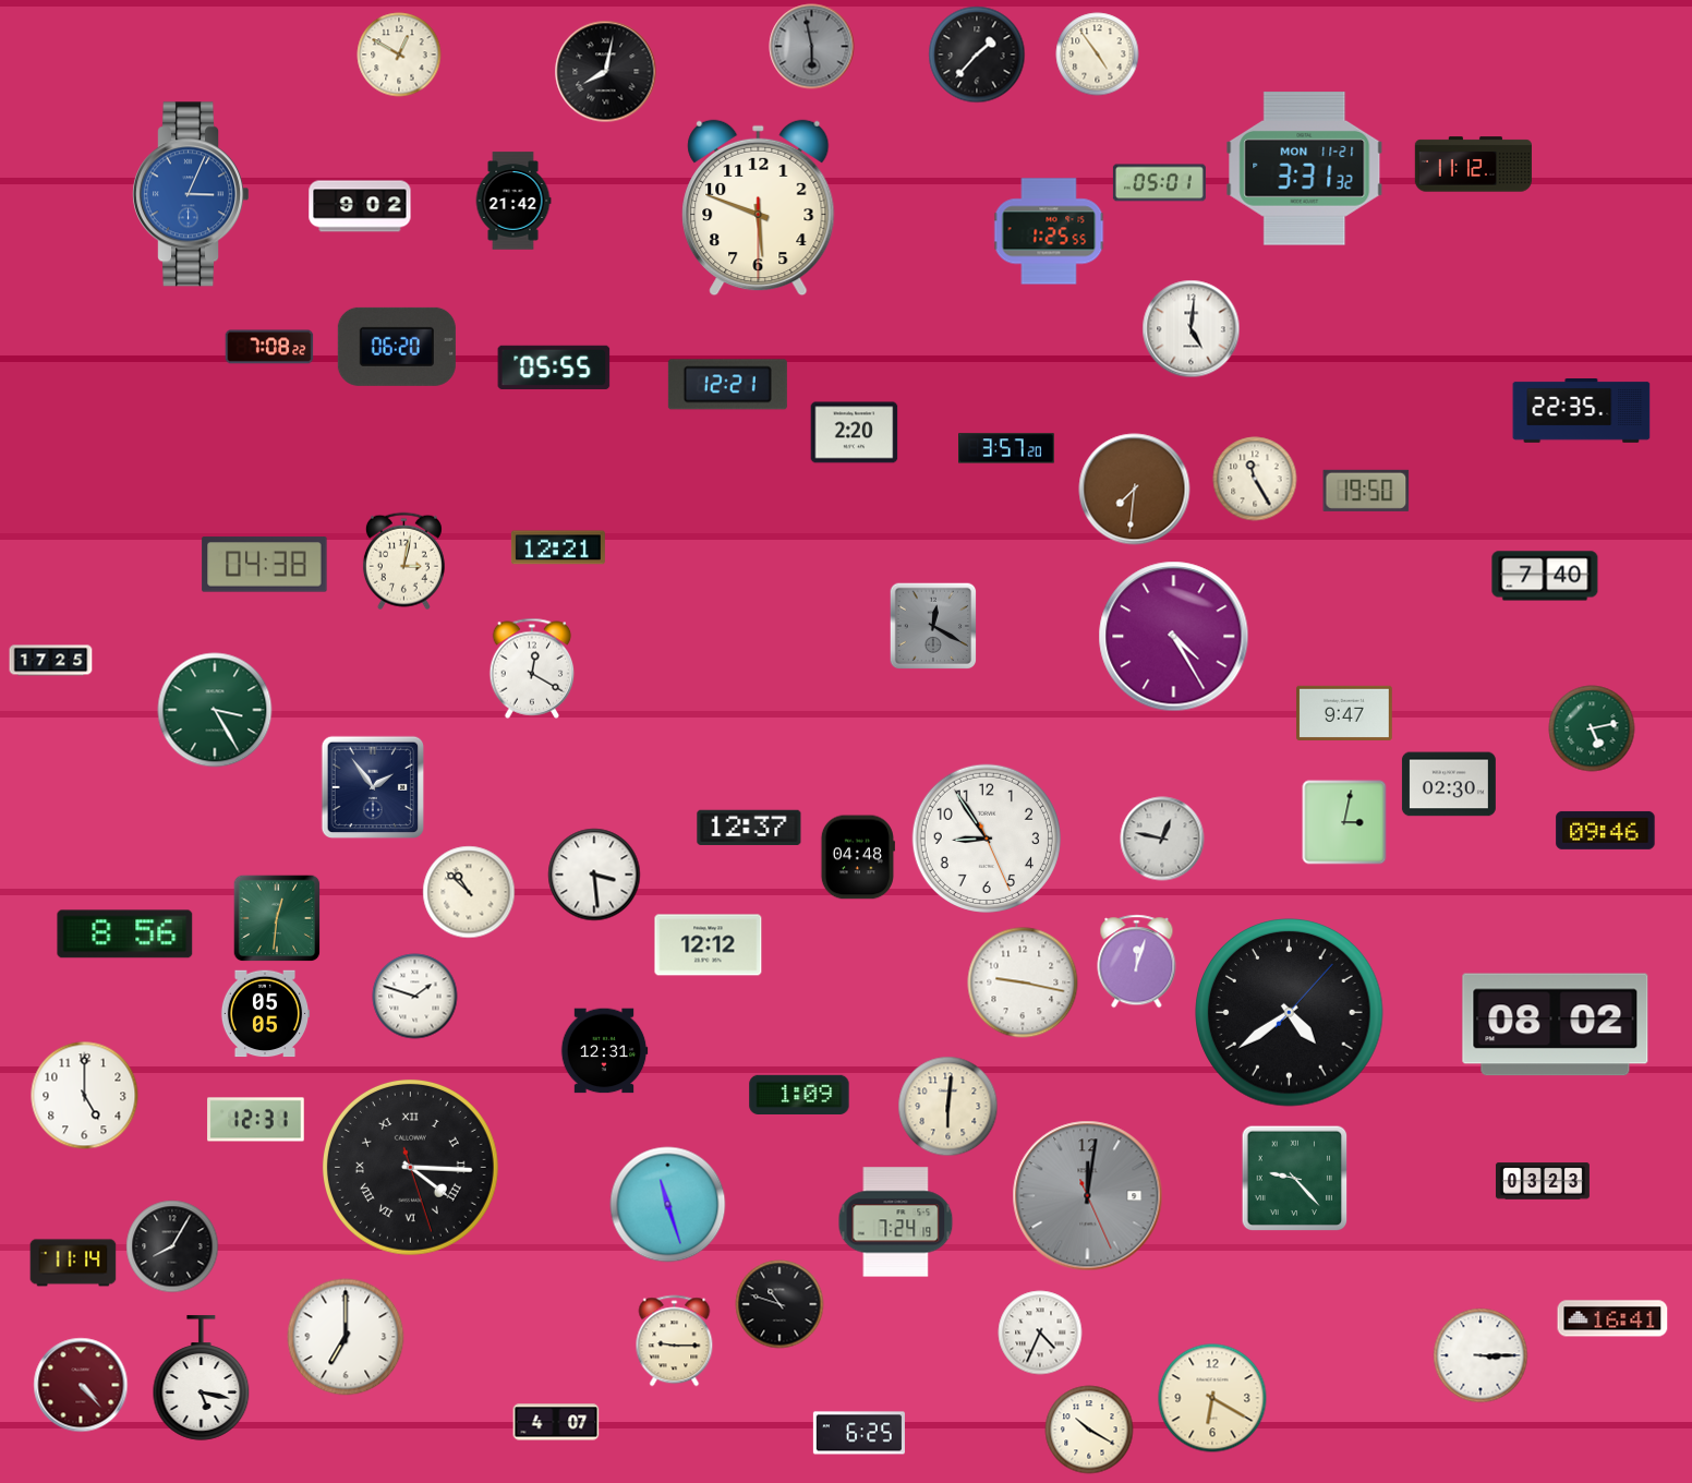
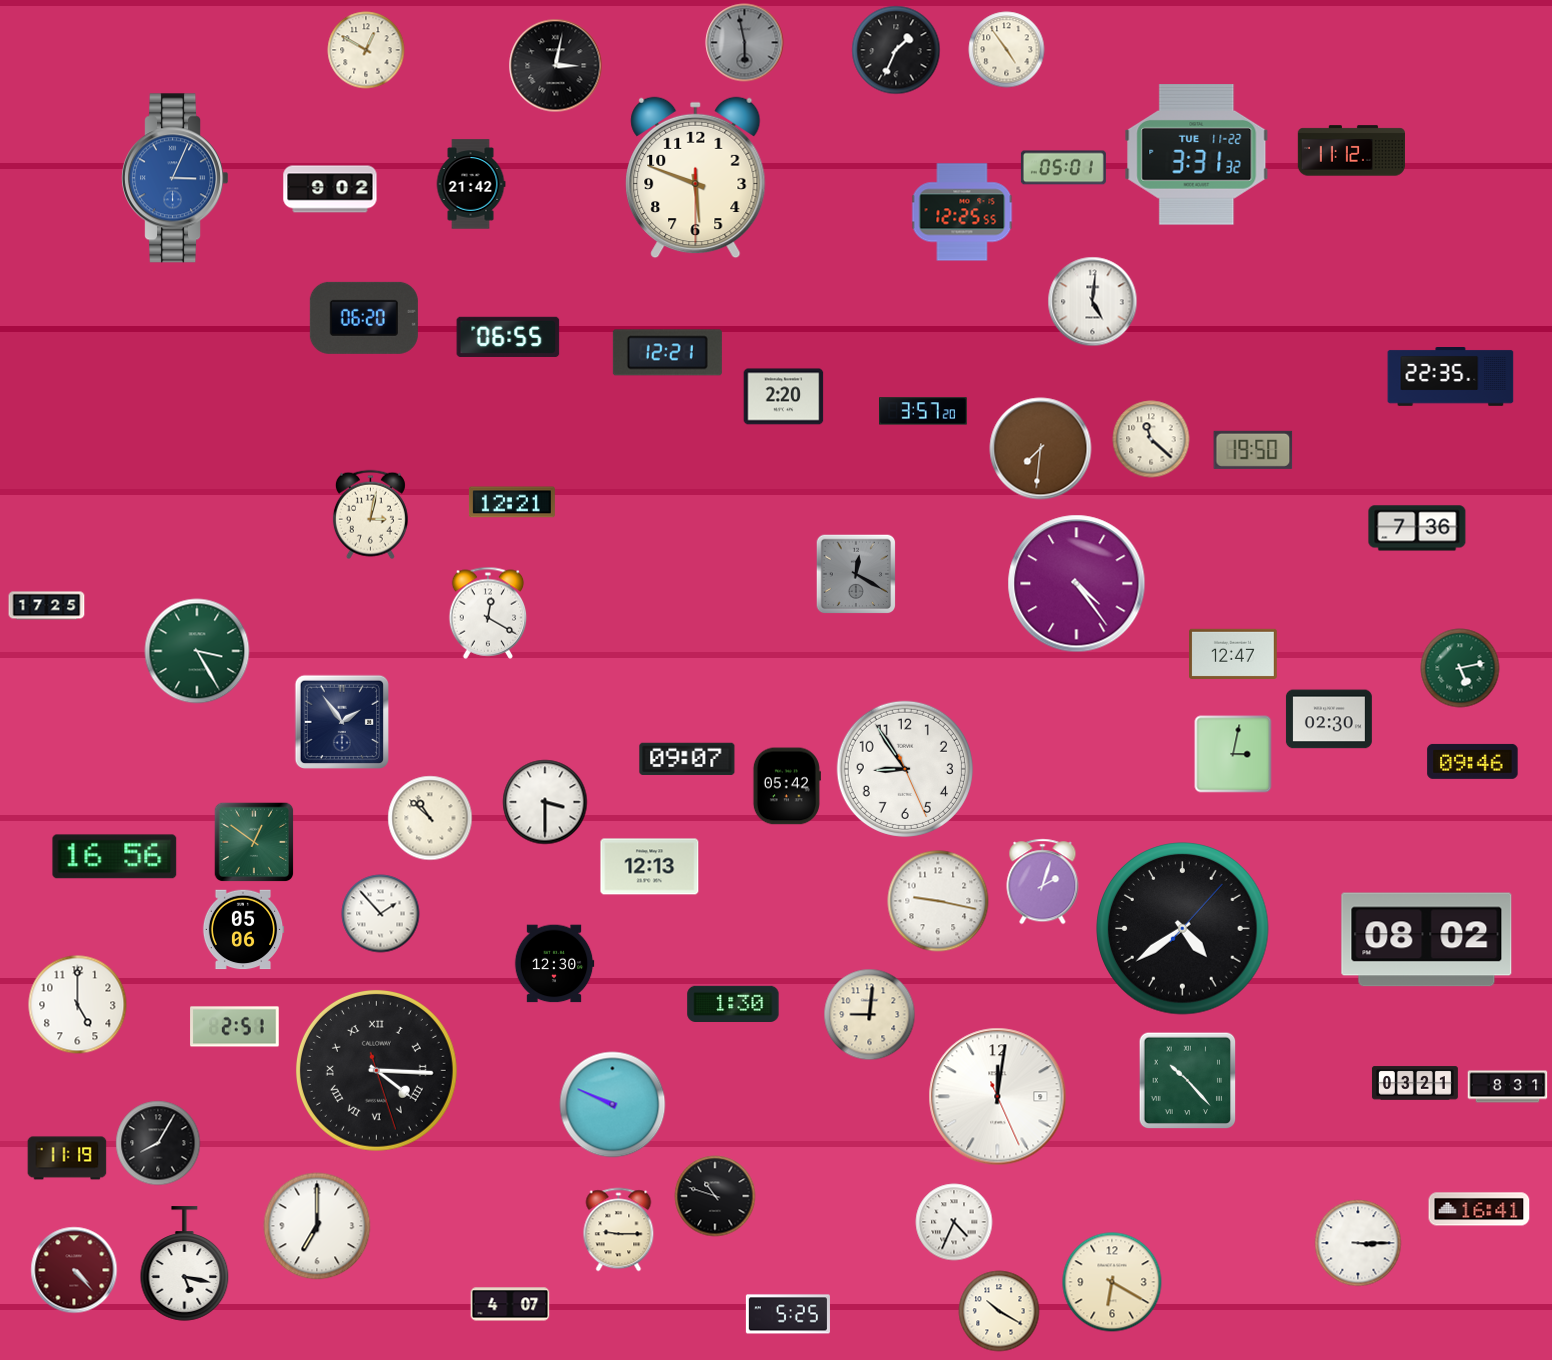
clock at (977, 55): 1:37 -> 1:34
clock at (606, 72): 8:02 -> 3:02
clock at (1305, 169) date: MON 11-21 -> TUE 11-22
clock at (759, 208) position: (759, 208) -> (696, 178)
clock at (1049, 231): 1:25 -> 12:25
clock at (269, 347): 7:08 -> none
clock at (554, 367): 05:55 -> 06:55
clock at (1255, 479): 11:25 -> 11:22
clock at (265, 565): 04:38 -> none
clock at (1545, 576): 7:40 -> 7:36
clock at (1174, 637): 4:25 -> 4:24
clock at (1344, 713): 9:47 -> 12:47
clock at (749, 827): 12:37 -> 09:07
clock at (1162, 839): 12:47 -> none
clock at (858, 857): 04:48 -> 05:42
clock at (594, 875): 3:29 -> 3:30
clock at (277, 918): 12:31 -> 12:51
clock at (125, 935): 8:56 -> 16:56
clock at (709, 945): 12:12 -> 12:13
clock at (1137, 962): 12:03 -> 2:03
clock at (415, 997): 1:48 -> 1:53
clock at (265, 1014): 05:05 -> 05:06
clock at (604, 1051): 12:31 -> 12:30
clock at (799, 1094): 1:09 -> 1:30
clock at (948, 1107): 6:01 -> 9:01
clock at (256, 1120): 12:31 -> 2:51
clock at (1295, 1179): 9:23 -> 10:23
clock at (1543, 1181): 03:23 -> 03:21
clock at (1508, 1087): none -> 8:31
clock at (1088, 1196) dial: grey -> white
clock at (668, 1205): 11:27 -> 9:49
clock at (896, 1222): 7:24 -> none
clock at (73, 1263): 11:14 -> 11:19
clock at (859, 1433): 6:25 -> 5:25
